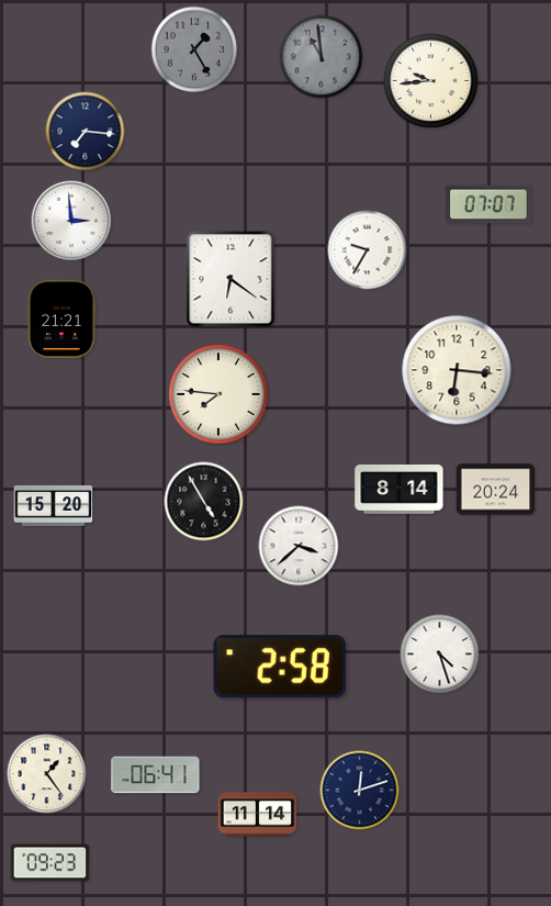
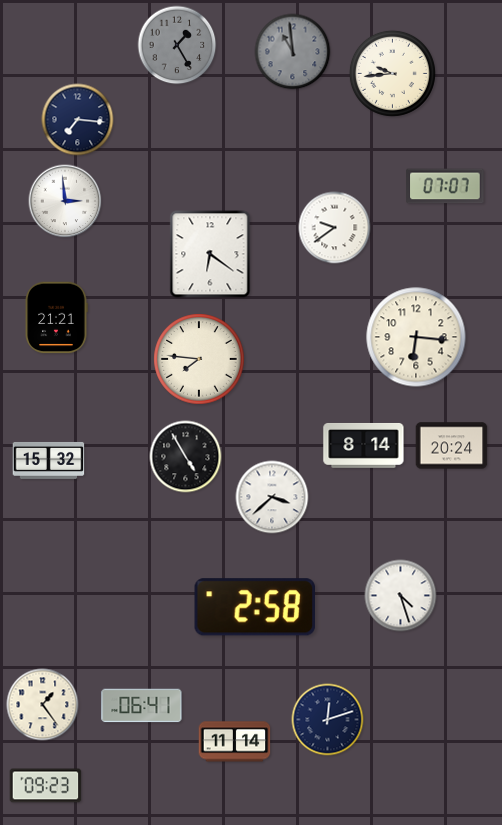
clock at (368, 250): 9:35 -> 9:39
clock at (61, 320) position: (61, 320) -> (56, 318)
clock at (54, 505): 15:20 -> 15:32
